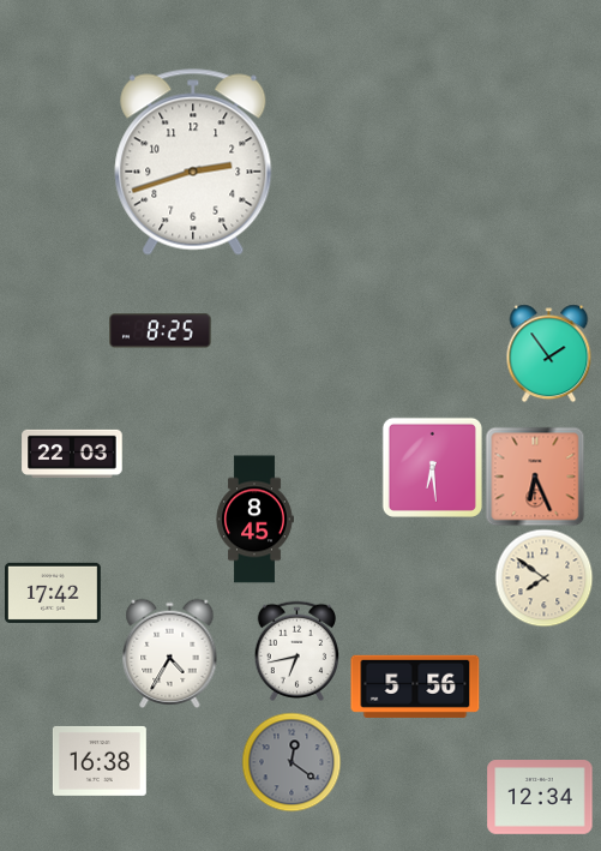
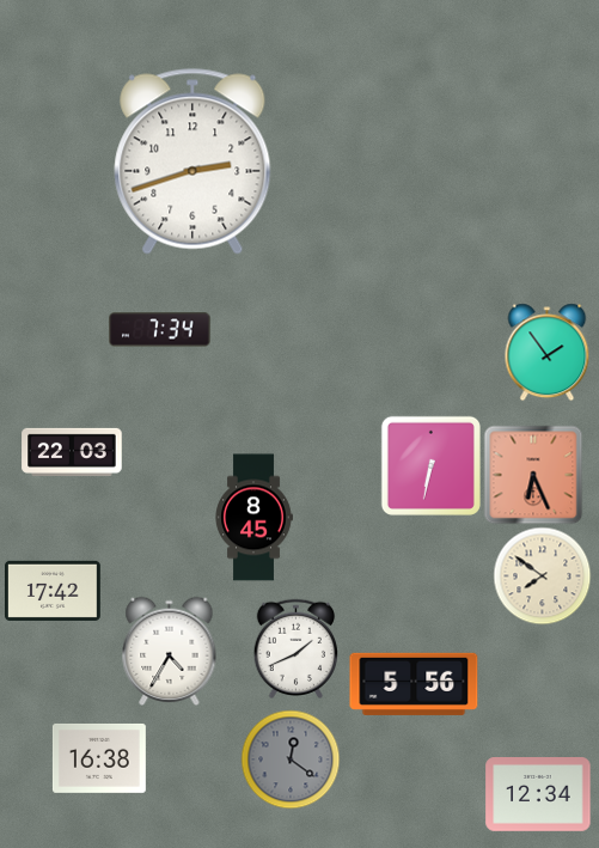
clock at (161, 331): 8:25 -> 7:34
clock at (432, 467): 6:29 -> 6:32
clock at (298, 651): 6:43 -> 1:41
